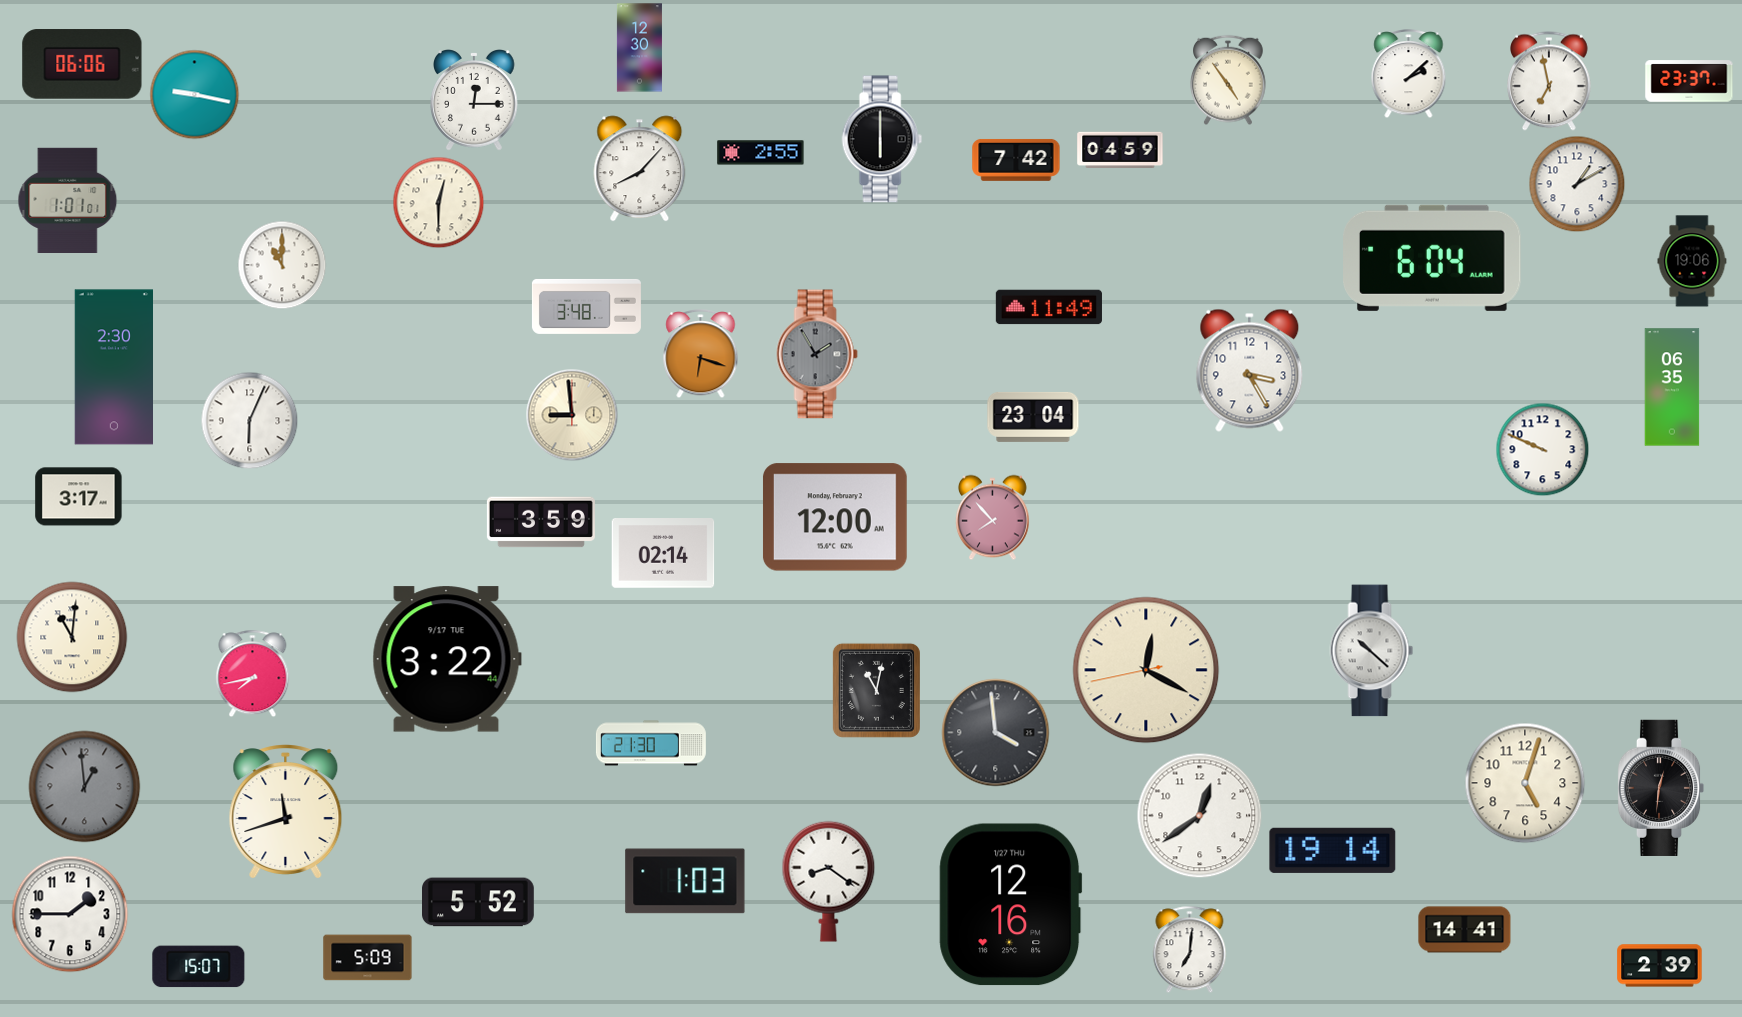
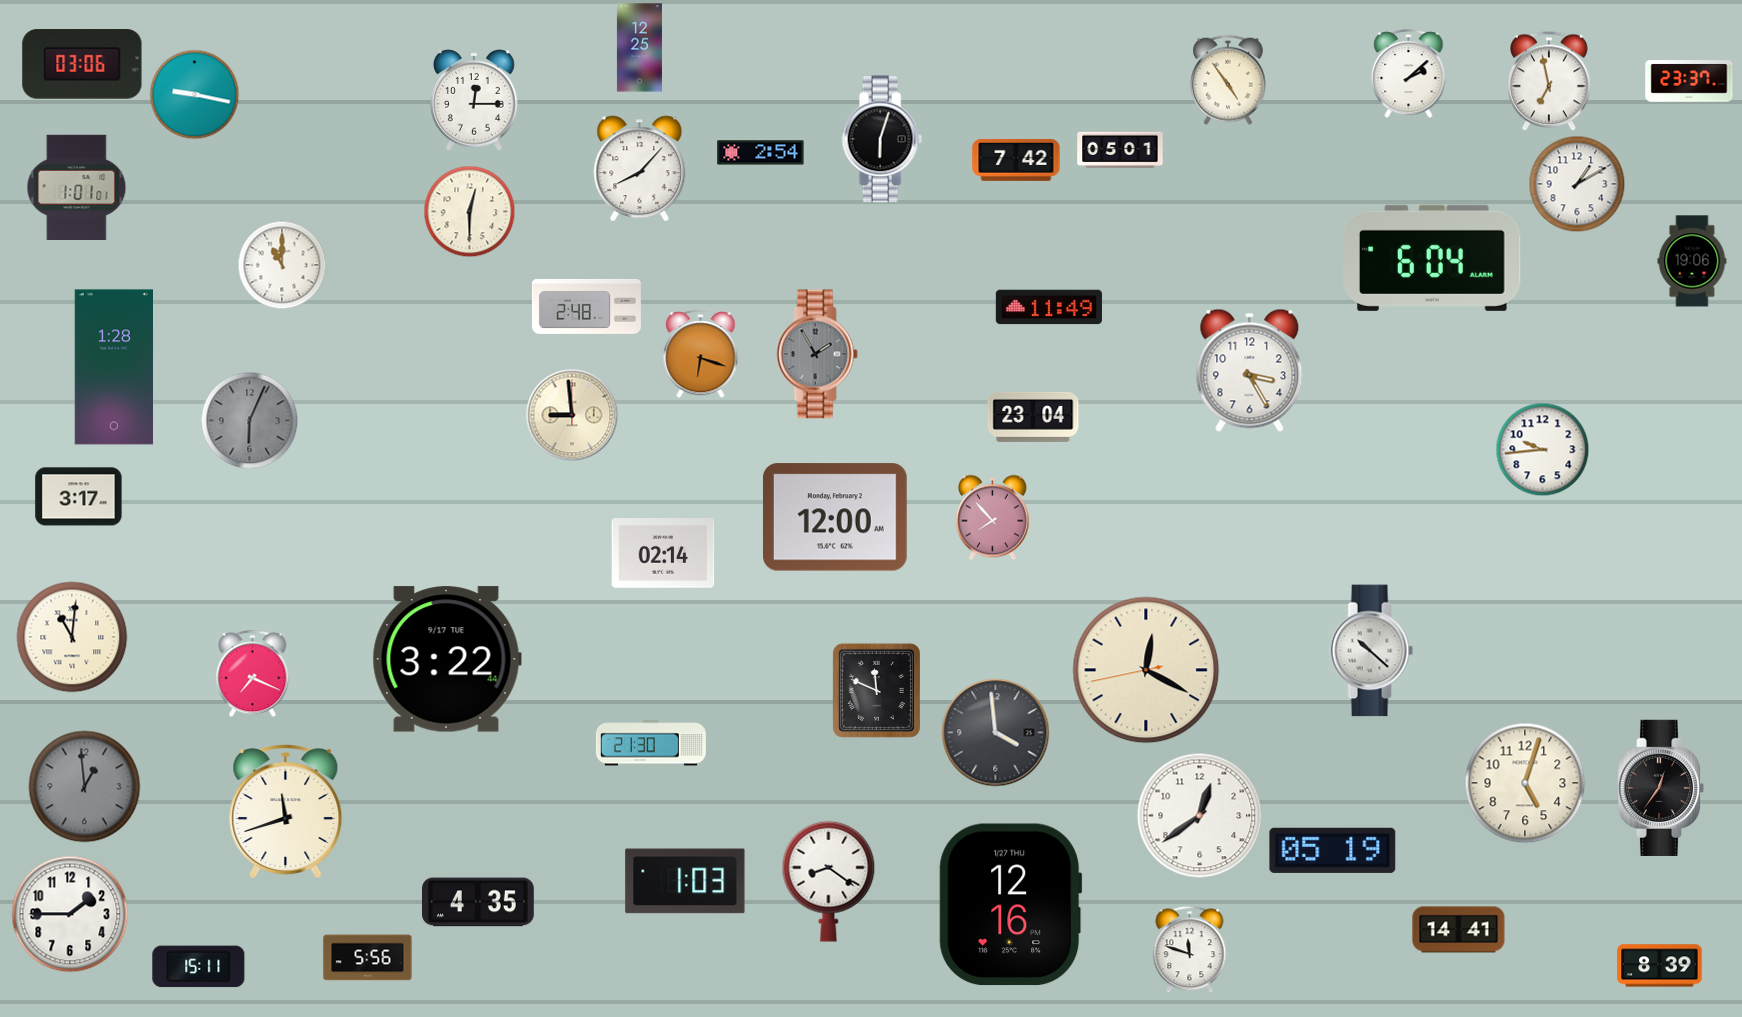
clock at (639, 48): 12:30 -> 12:25
clock at (82, 64): 06:06 -> 03:06
clock at (882, 139): 6:00 -> 6:03
clock at (1120, 150): 04:59 -> 05:01
clock at (761, 153): 2:55 -> 2:54
clock at (68, 200) position: (68, 200) -> (77, 187)
clock at (439, 203) position: (439, 203) -> (470, 212)
clock at (586, 306): 3:48 -> 2:48
clock at (114, 367): 2:30 -> 1:28
clock at (1672, 387): 06:35 -> none
clock at (250, 421) dial: white -> grey
clock at (1543, 450): 9:49 -> 9:44
clock at (541, 522): 3:59 -> none
clock at (253, 674): 7:43 -> 7:19
clock at (876, 690): 11:02 -> 11:49
clock at (1661, 788): 12:31 -> 12:36
clock at (1333, 850): 19:14 -> 05:19
clock at (479, 902): 5:52 -> 4:35
clock at (1465, 930) position: (1465, 930) -> (1459, 930)
clock at (1190, 950): 7:01 -> 11:48
clock at (368, 958): 5:09 -> 5:56
clock at (1660, 966): 2:39 -> 8:39
clock at (199, 967): 15:07 -> 15:11
